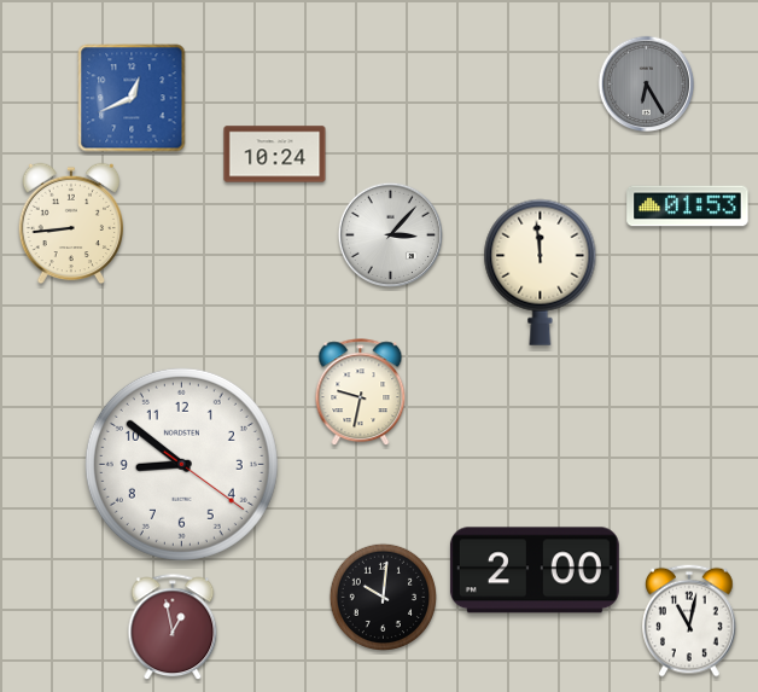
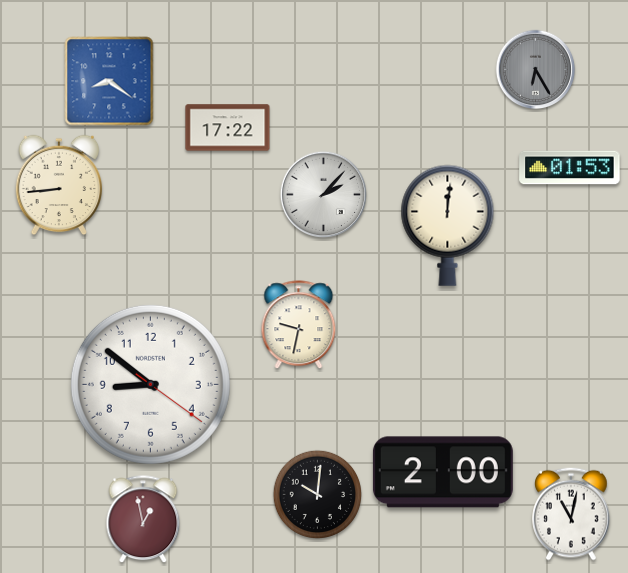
clock at (132, 98): 12:41 -> 8:21
clock at (275, 155): 10:24 -> 17:22
clock at (688, 207) position: (688, 207) -> (570, 168)
clock at (390, 234): 3:07 -> 2:07
clock at (541, 272): 11:59 -> 12:01
